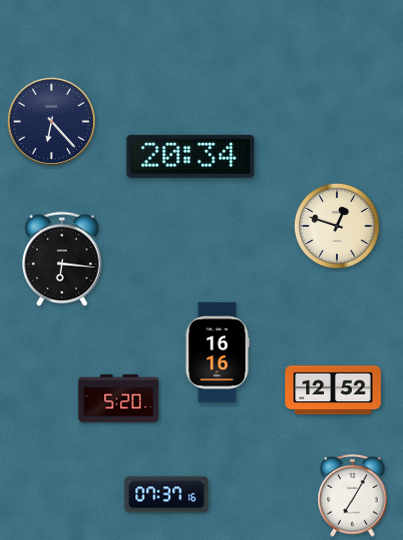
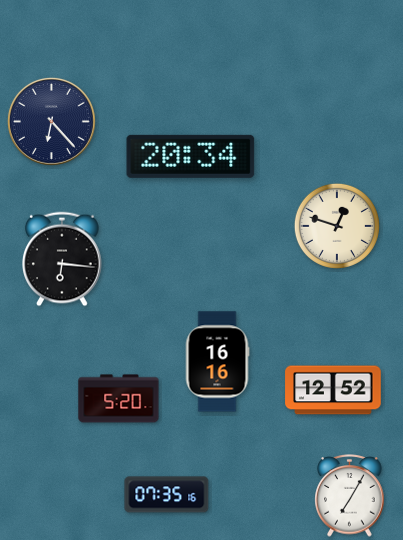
clock at (217, 353) position: (217, 353) -> (217, 362)
clock at (167, 495): 07:37 -> 07:35
clock at (353, 496) position: (353, 496) -> (350, 496)
